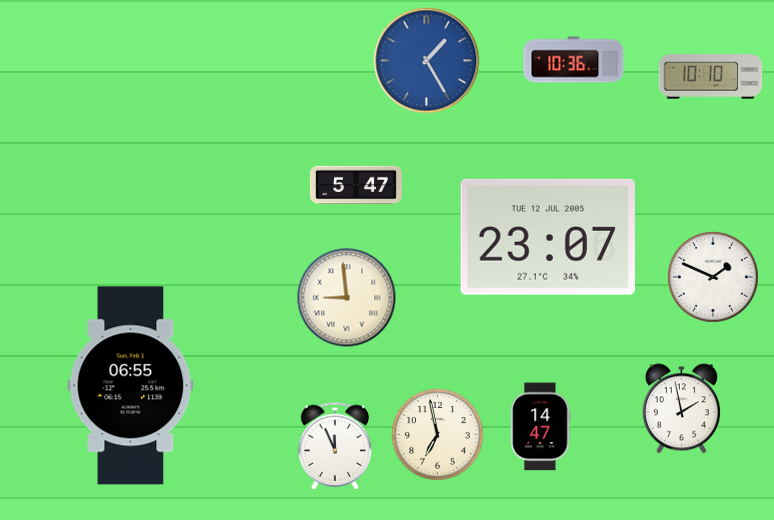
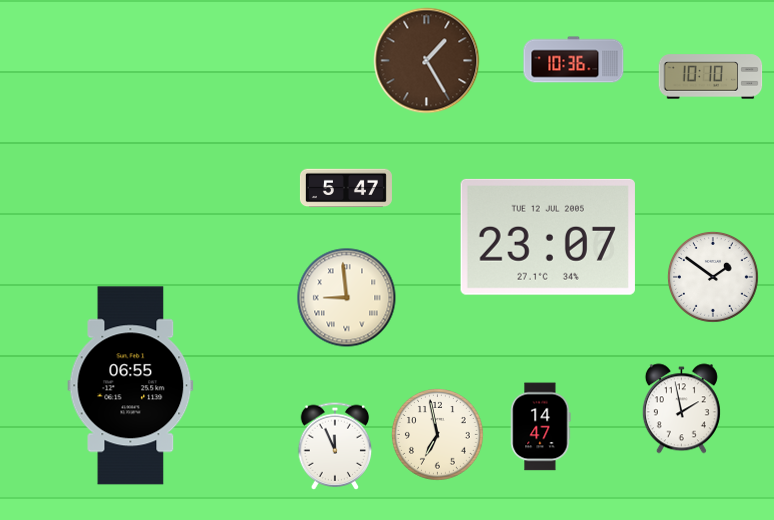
clock at (427, 61) dial: blue -> brown
clock at (356, 185) position: (356, 185) -> (346, 188)
clock at (713, 277): 1:49 -> 1:51
